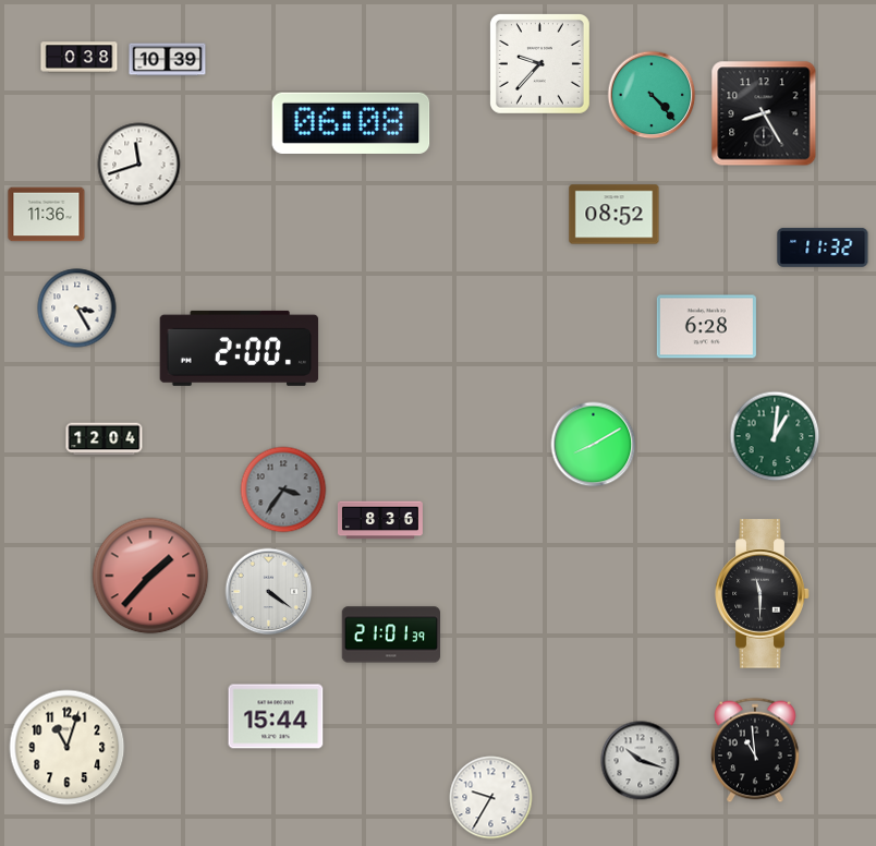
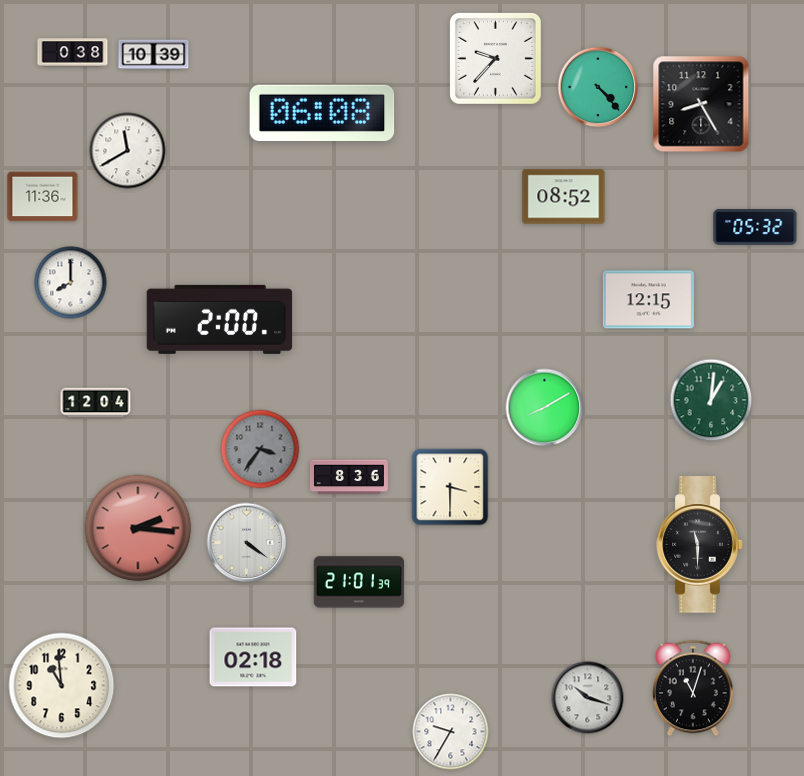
clock at (139, 165): 11:42 -> 11:40
clock at (823, 247): 11:32 -> 05:32
clock at (77, 309): 3:25 -> 8:00
clock at (706, 327): 6:28 -> 12:15
clock at (450, 487): none -> 3:30
clock at (150, 576): 1:37 -> 2:16
clock at (276, 716): 15:44 -> 02:18
clock at (68, 748): 11:03 -> 10:59
clock at (755, 750): 10:59 -> 11:03
